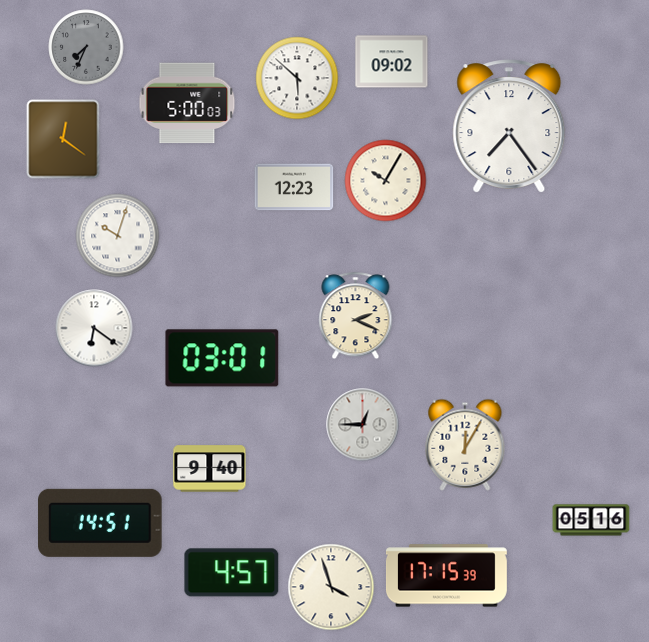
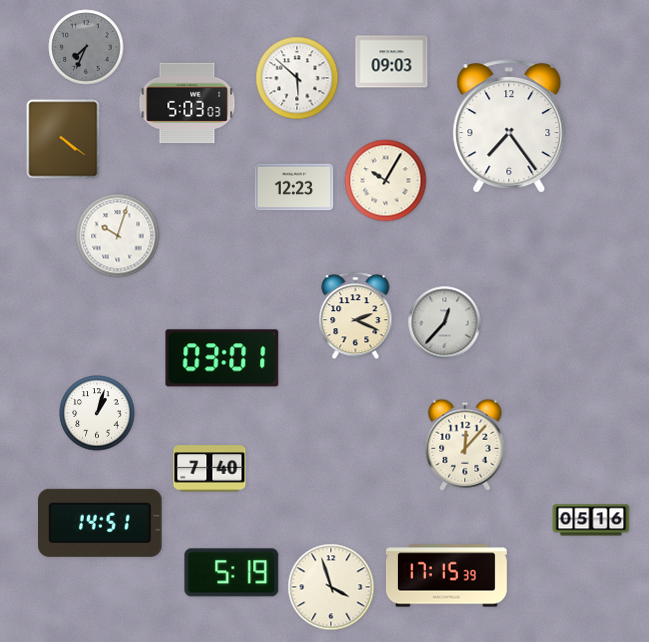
clock at (392, 62): 09:02 -> 09:03
clock at (187, 103): 5:00 -> 5:03
clock at (63, 139): 12:21 -> 4:21
clock at (445, 323): none -> 12:37
clock at (94, 328): 6:21 -> none
clock at (97, 413): none -> 1:03
clock at (363, 425): 12:45 -> none
clock at (465, 445): 12:05 -> 12:07
clock at (210, 469): 9:40 -> 7:40
clock at (232, 573): 4:57 -> 5:19
